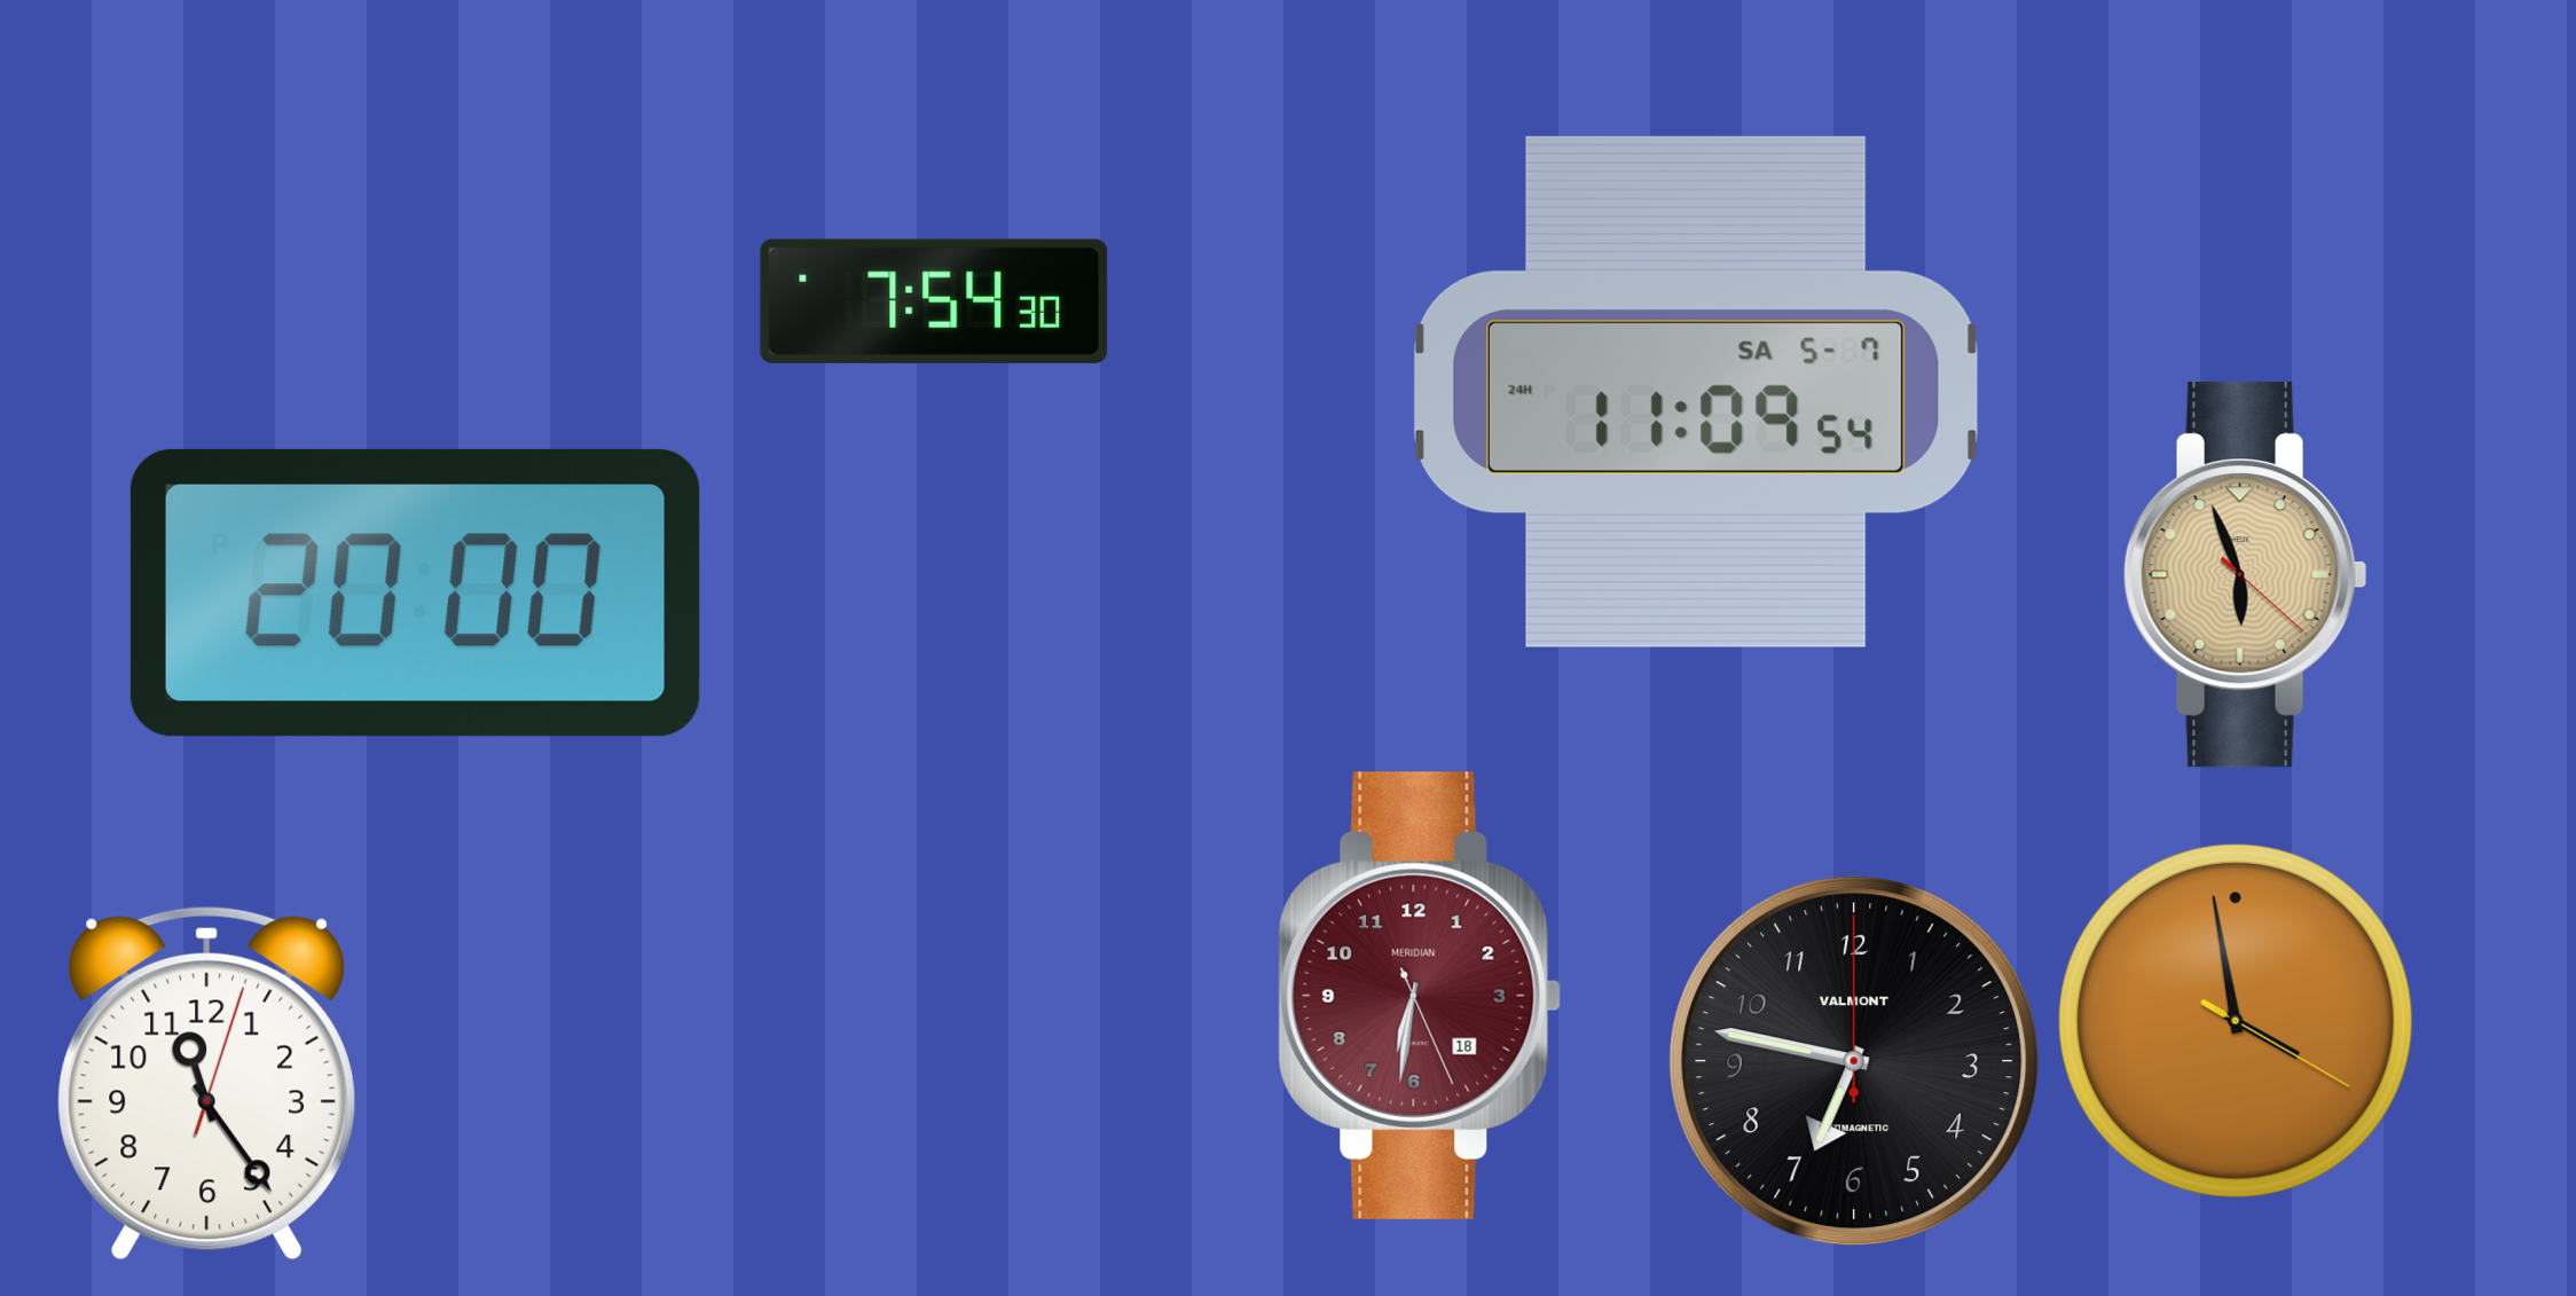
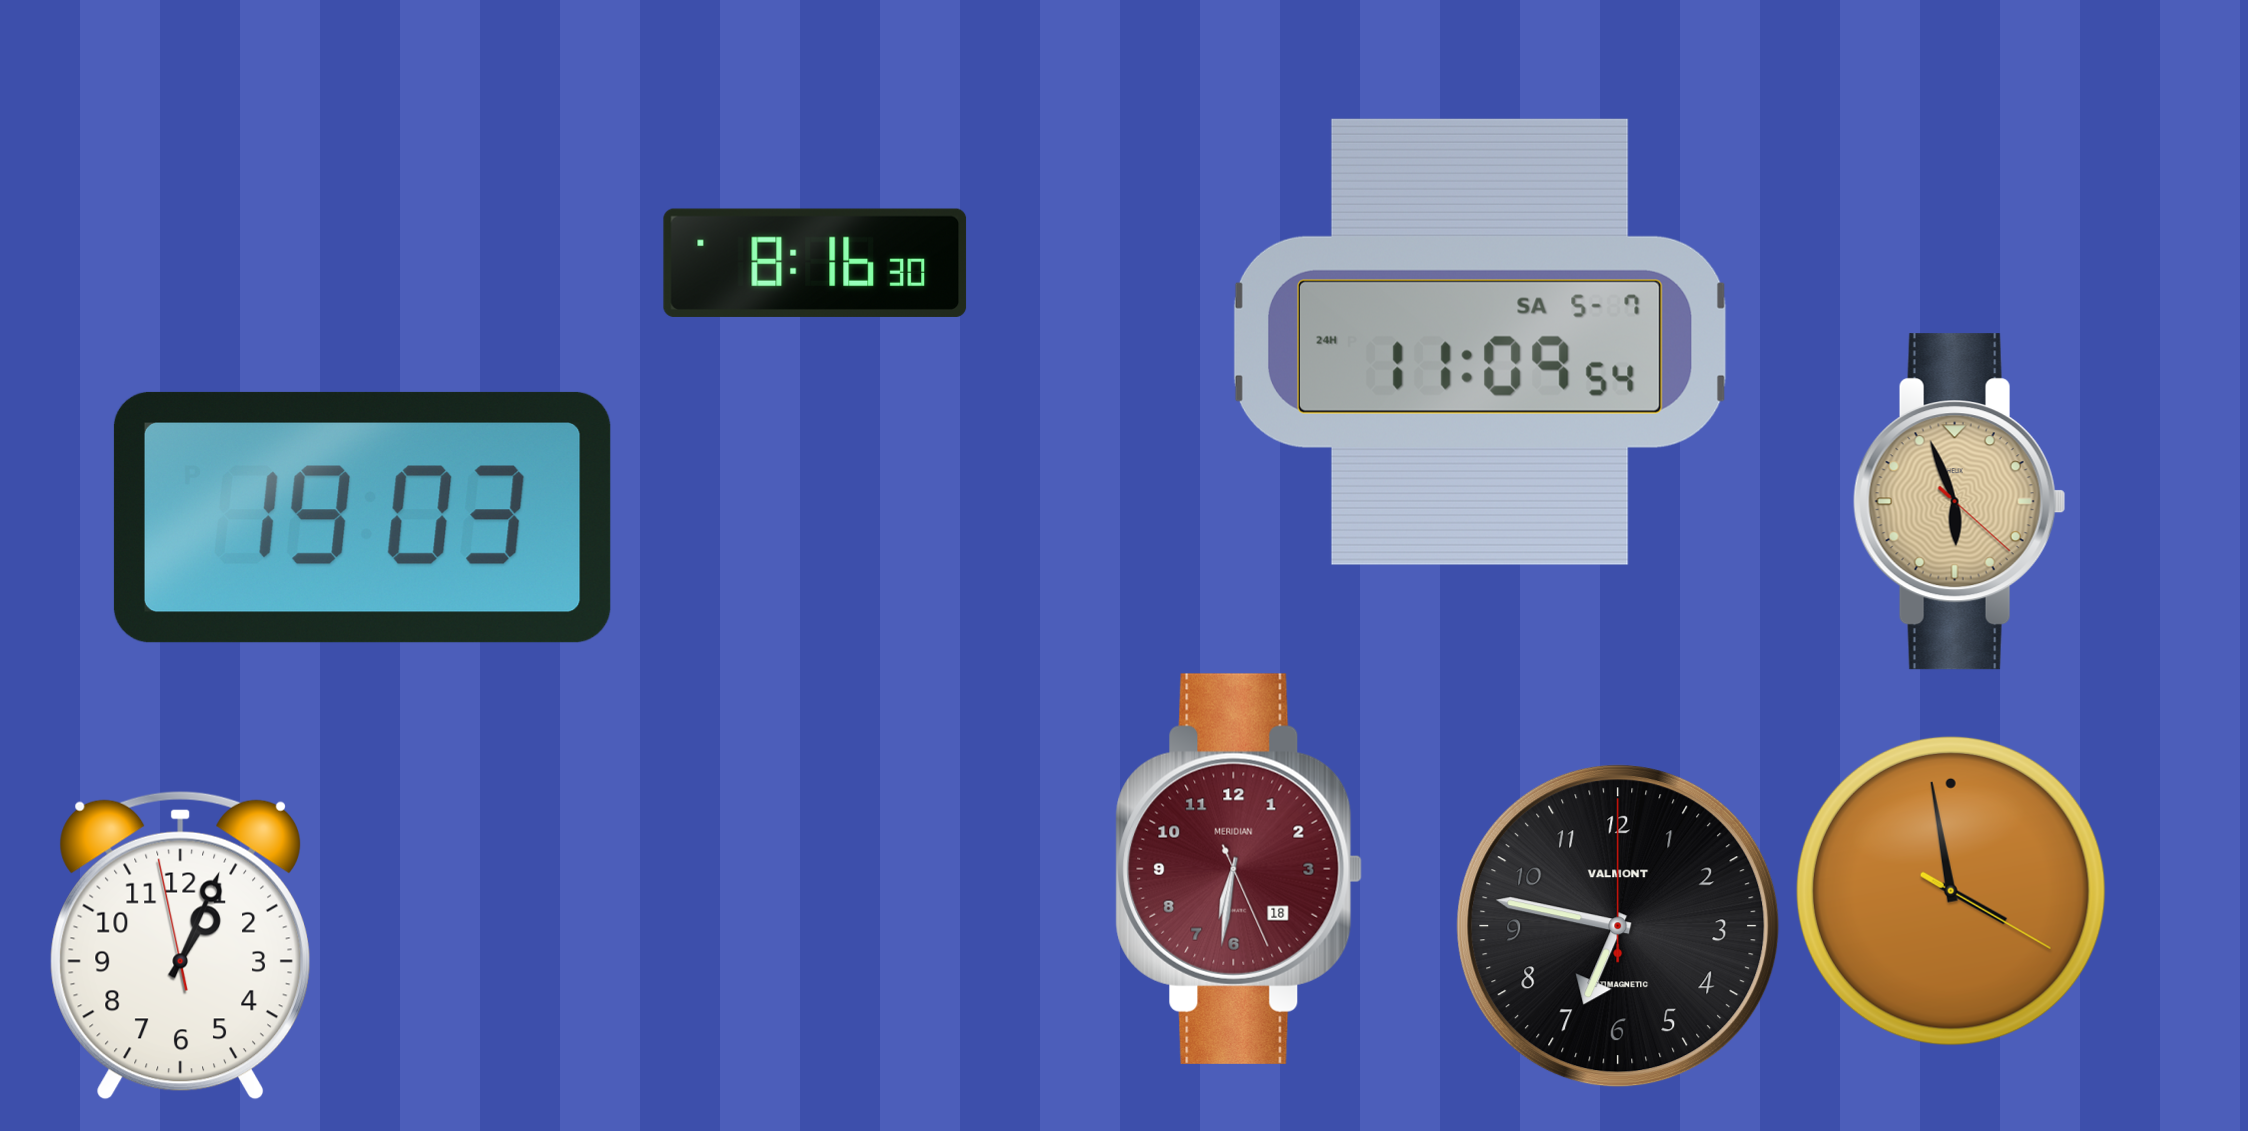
clock at (934, 301): 7:54 -> 8:16
clock at (415, 592): 20:00 -> 19:03
clock at (206, 1083): 11:24 -> 1:03
